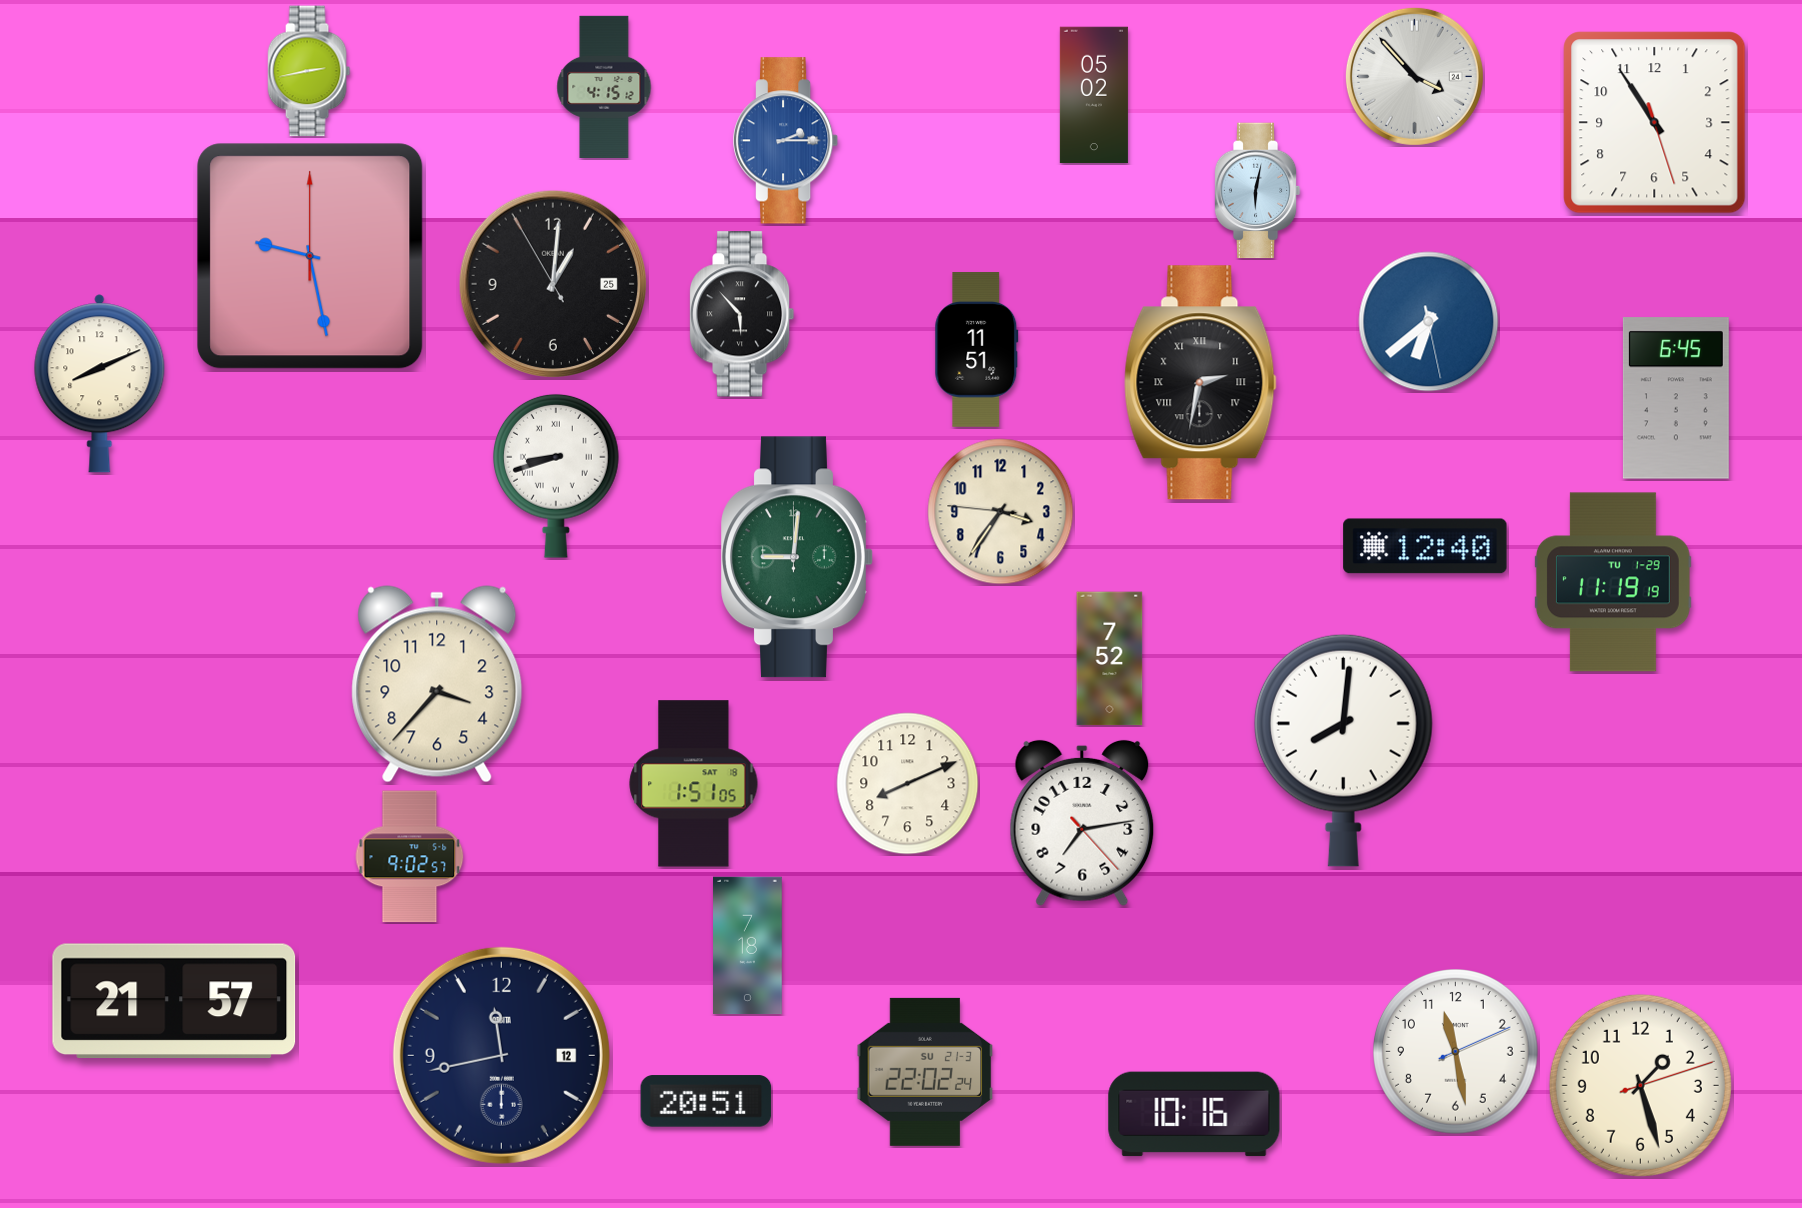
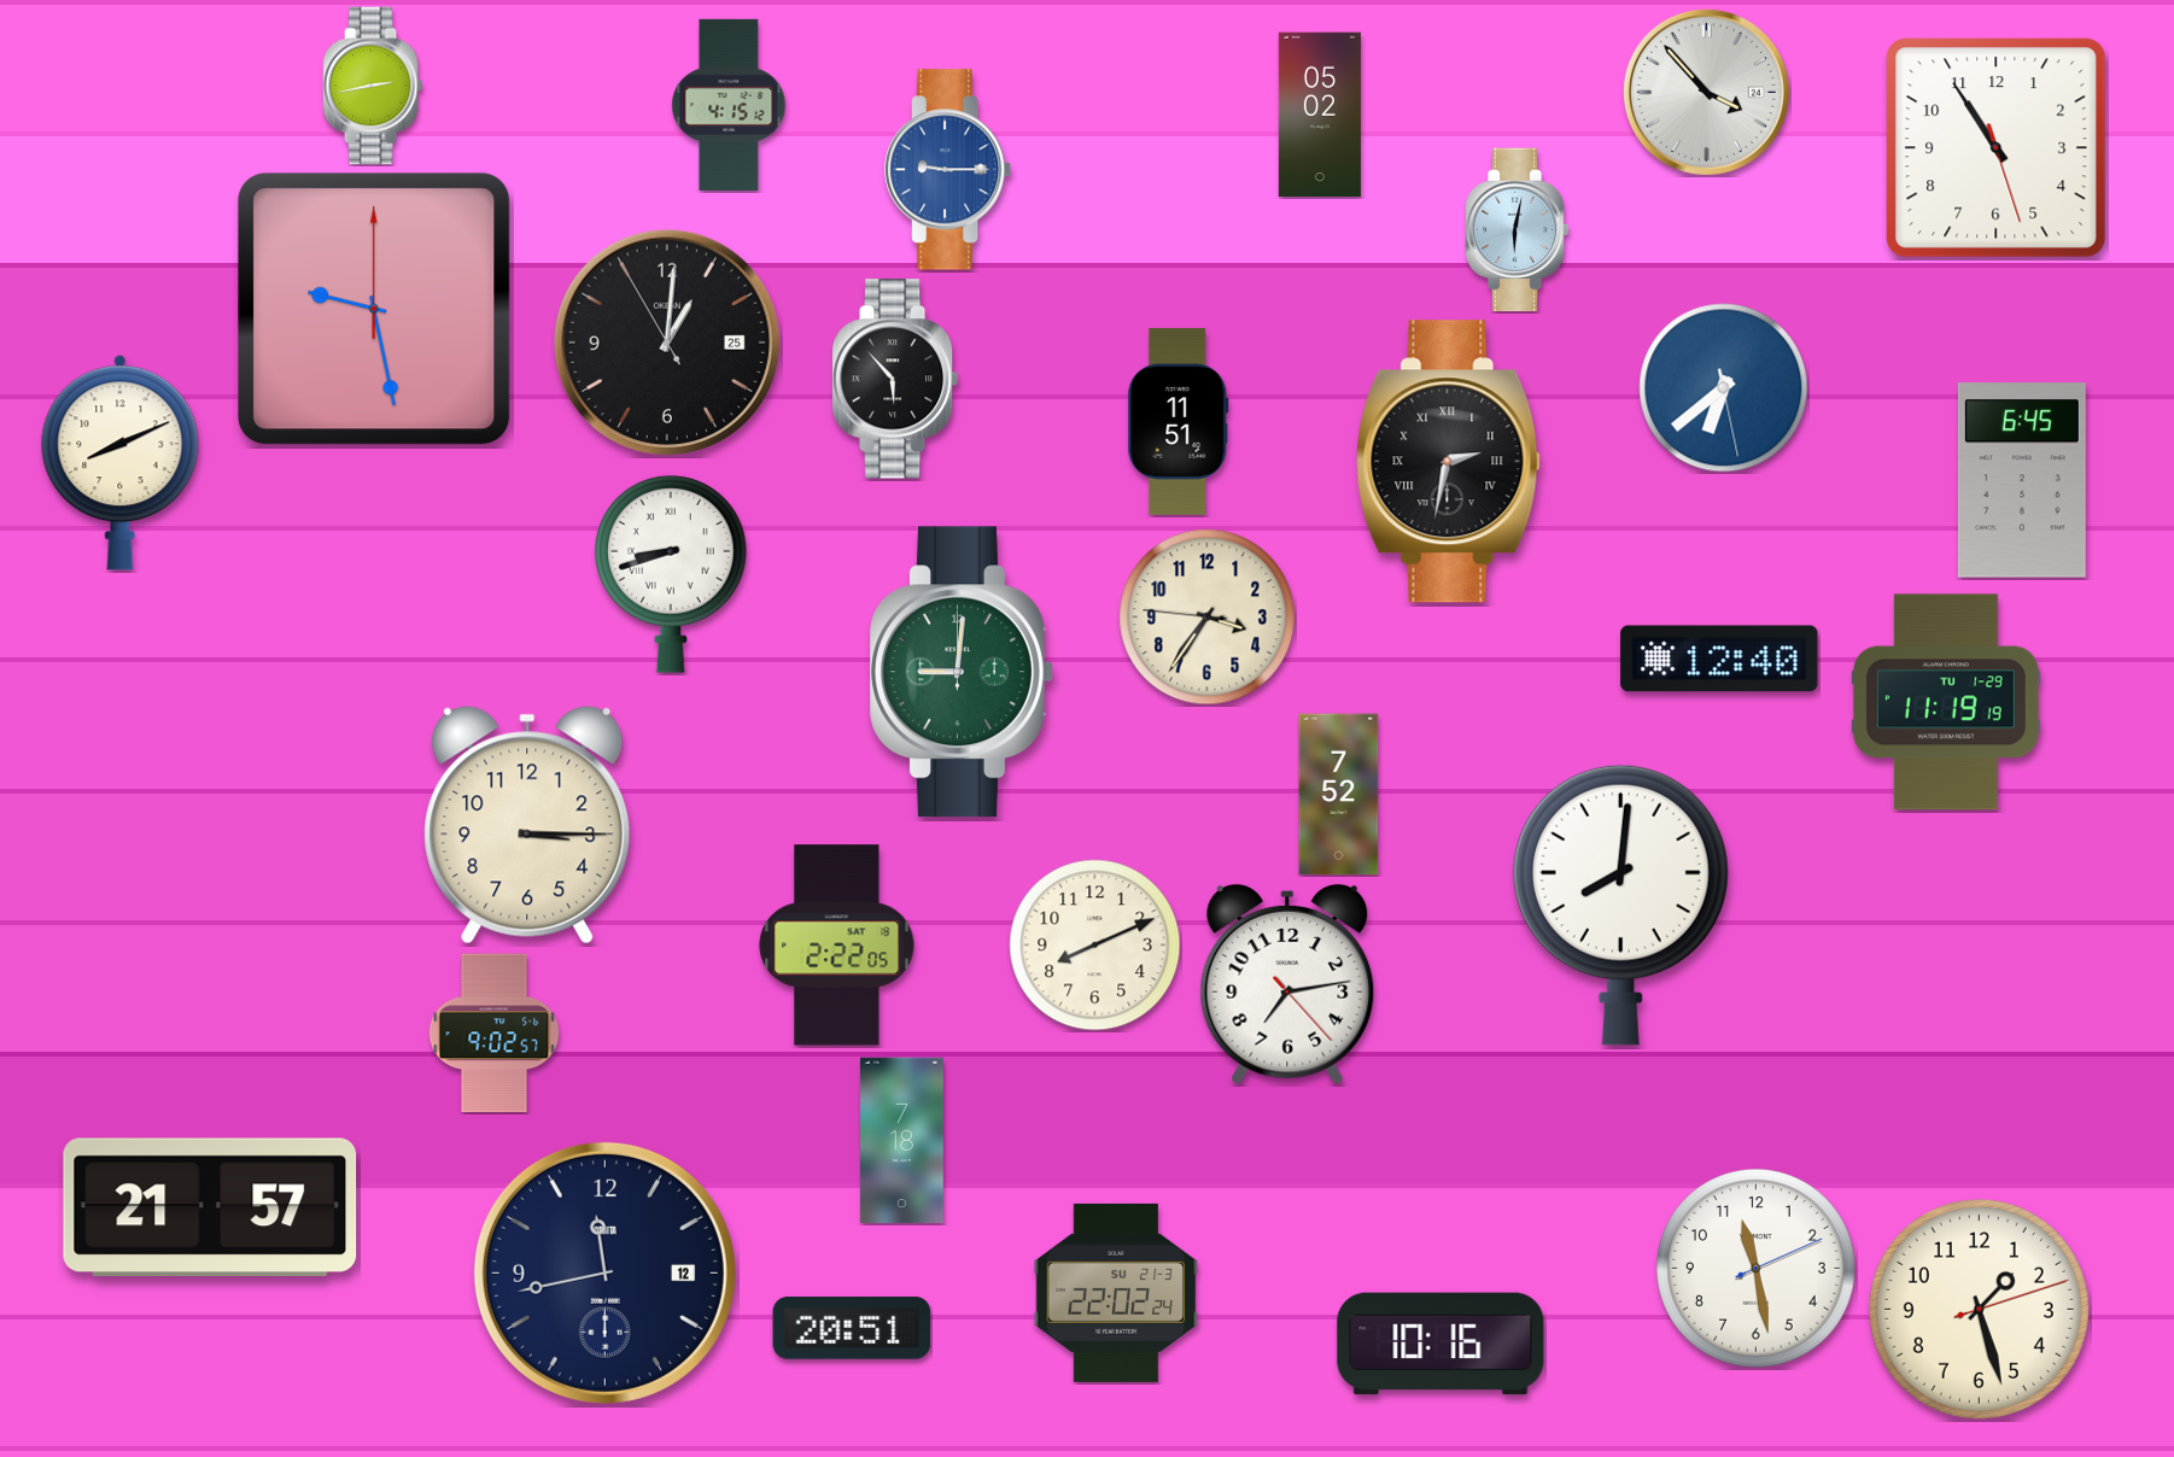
clock at (786, 141): 2:15 -> 9:15
clock at (437, 684): 3:37 -> 3:15
clock at (694, 784): 1:51 -> 2:22
clock at (1082, 823) position: (1082, 823) -> (1287, 984)
